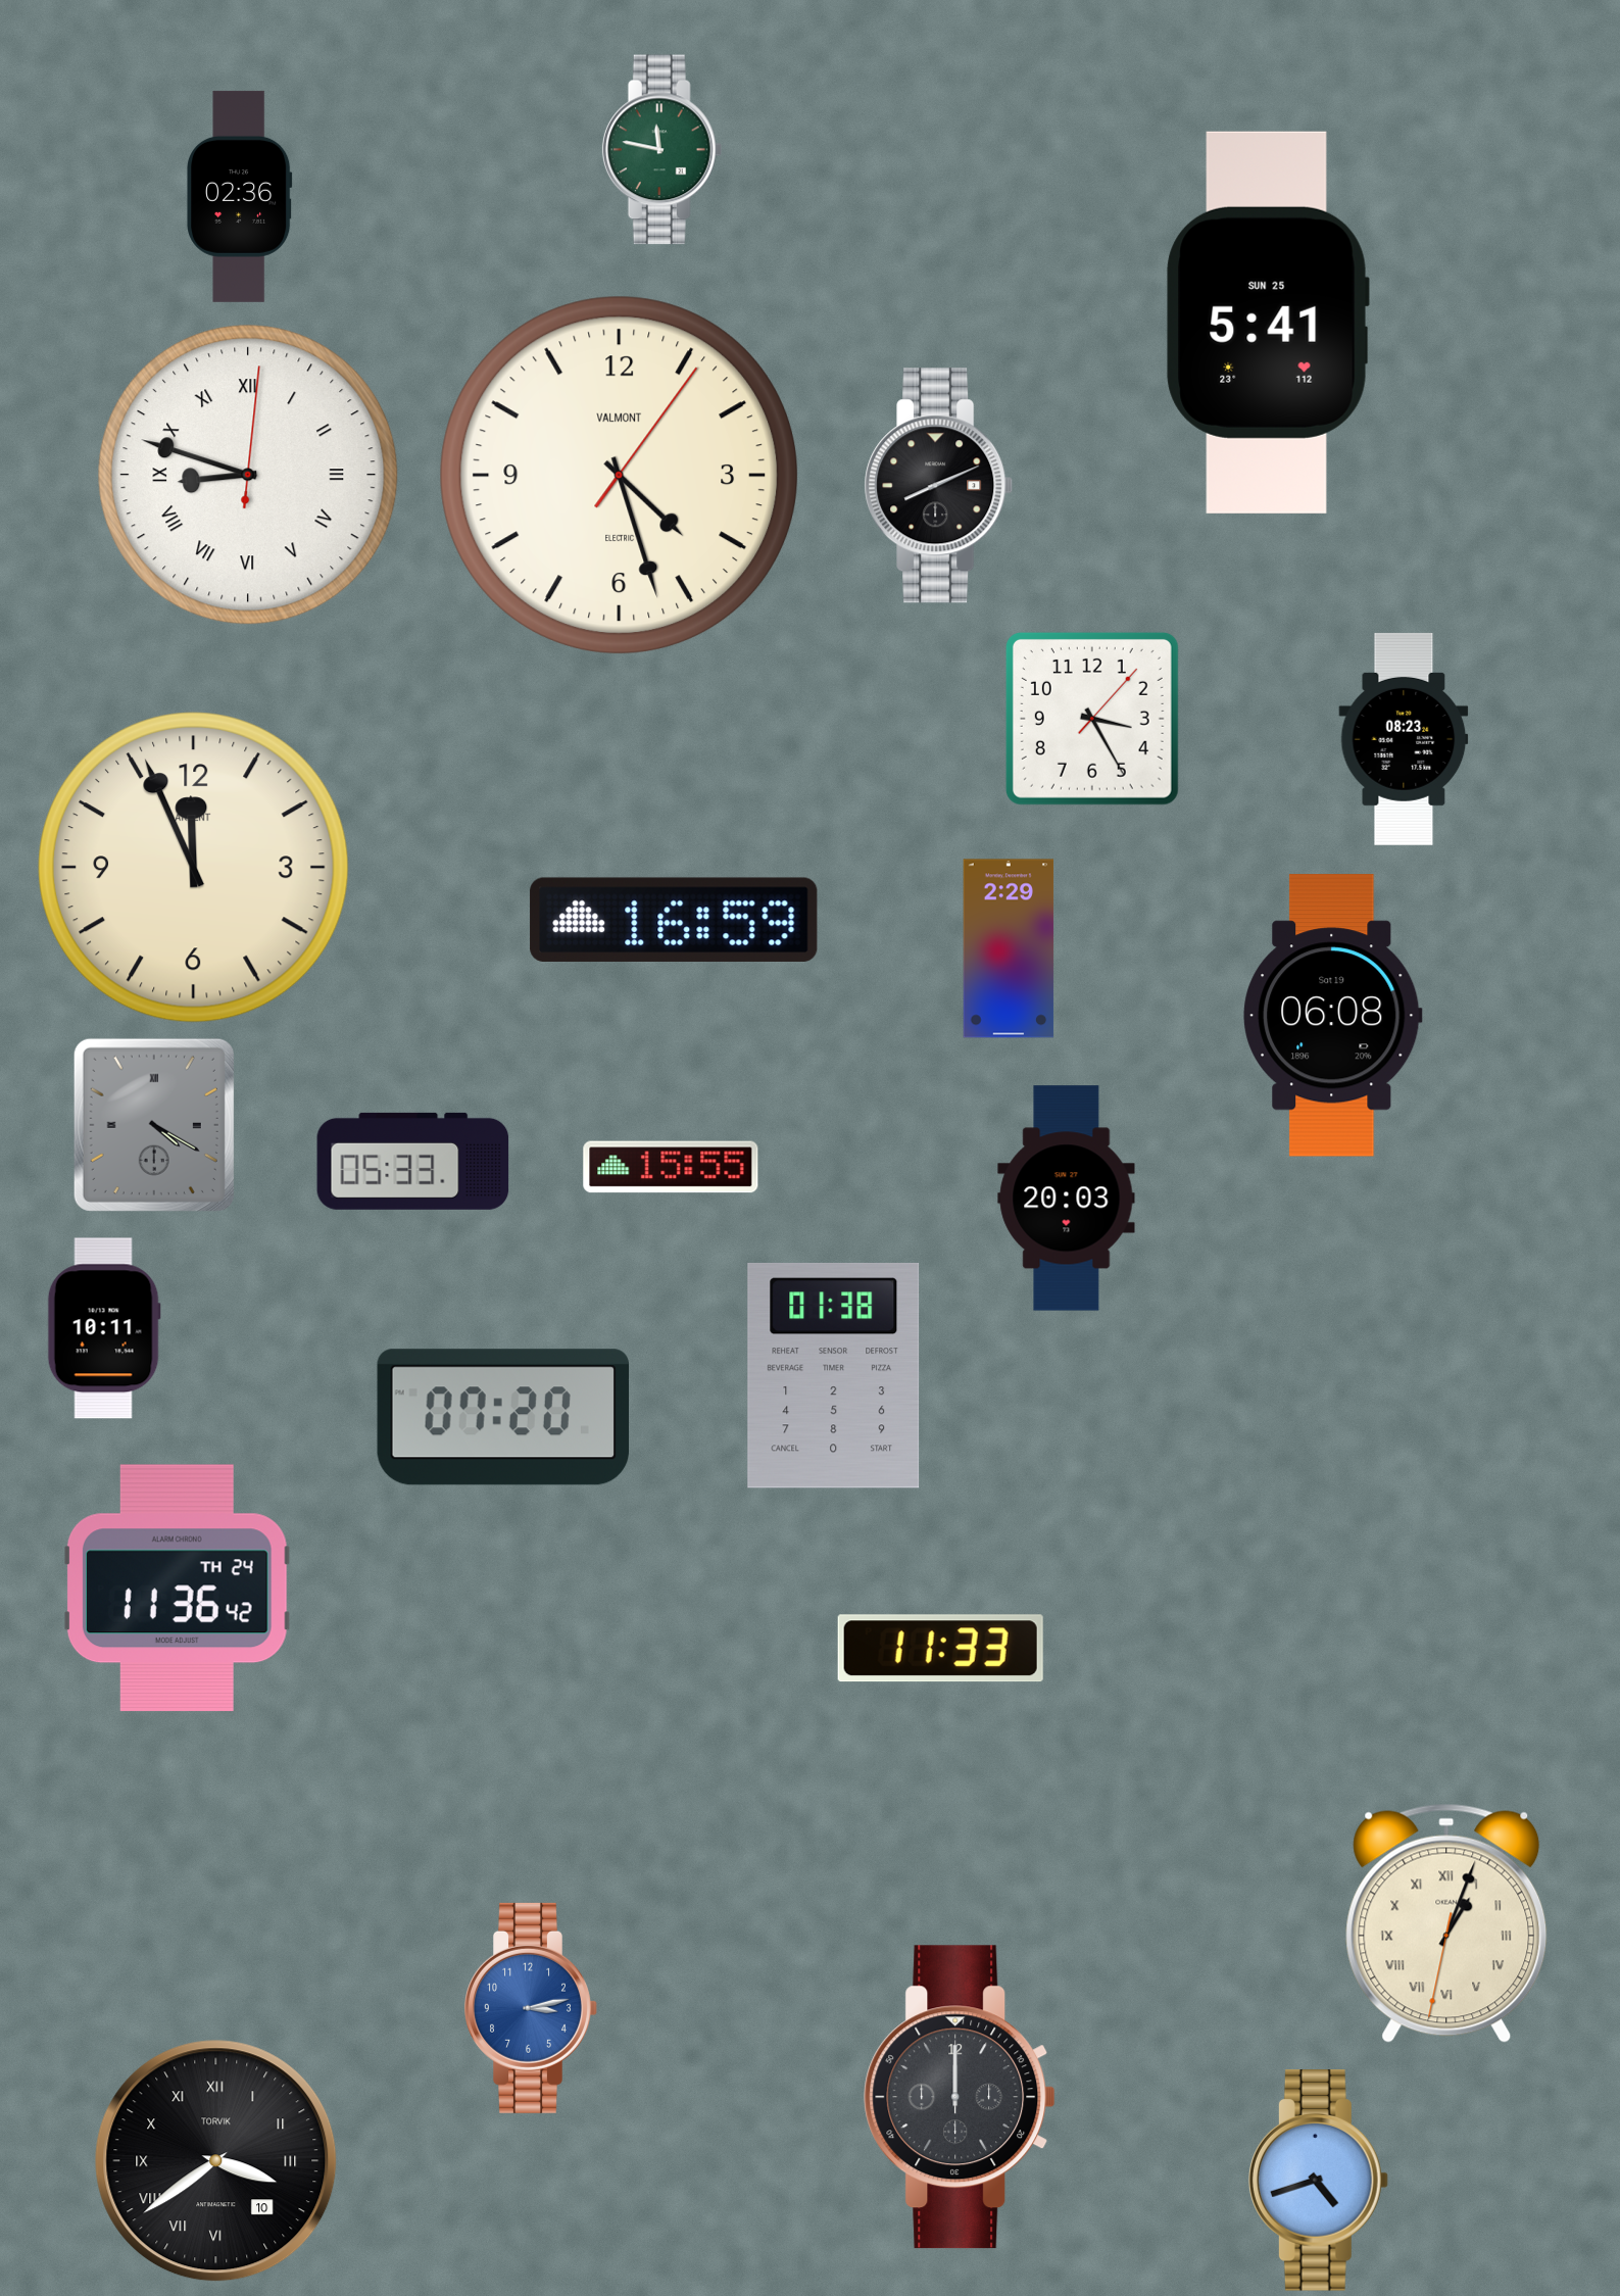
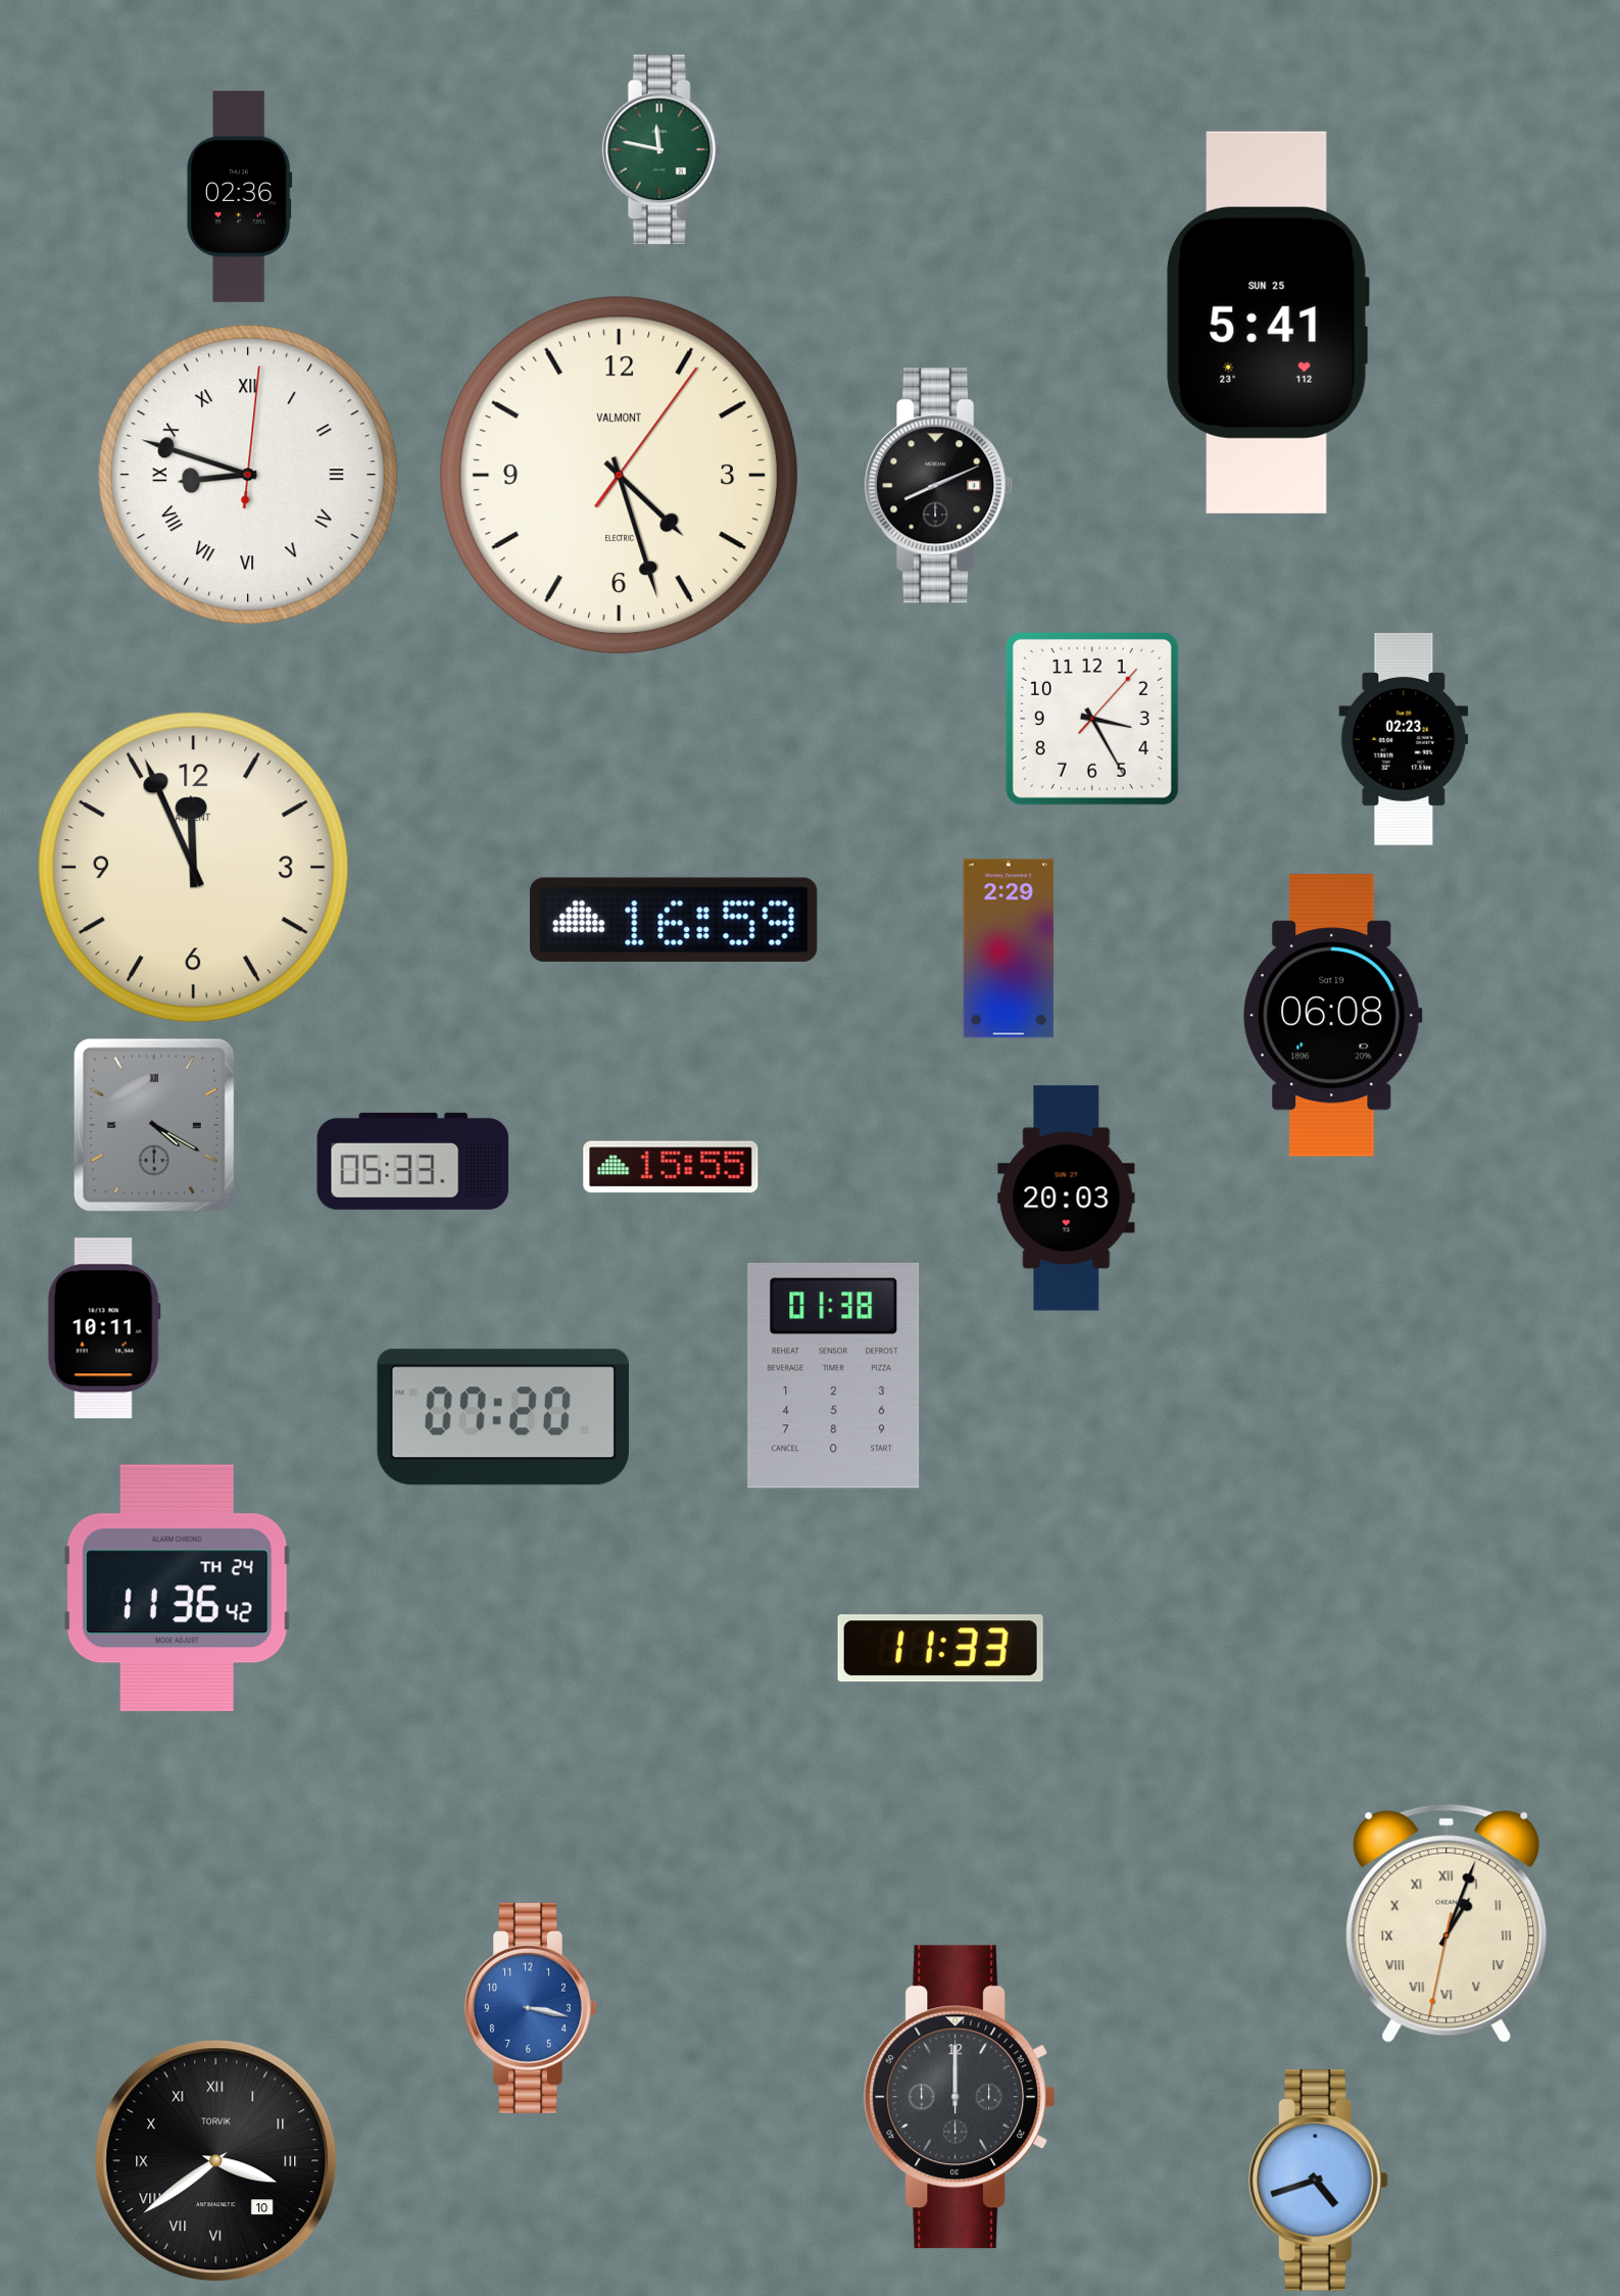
clock at (1404, 739): 08:23 -> 02:23
clock at (532, 2008): 3:13 -> 3:17
